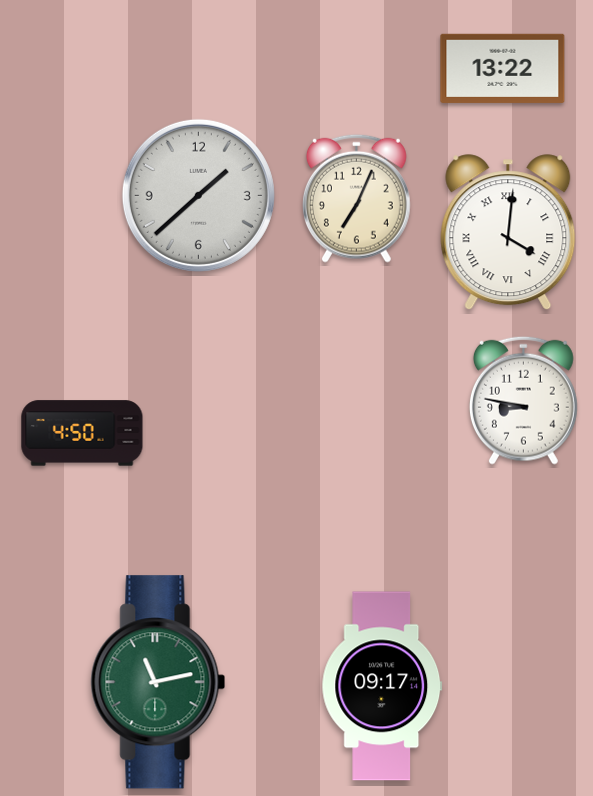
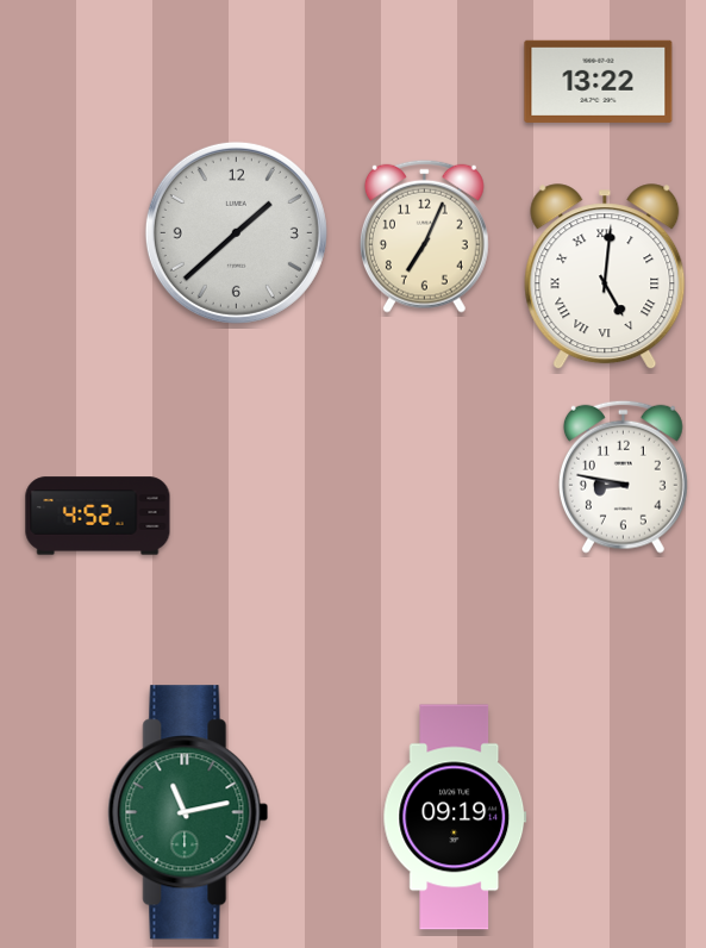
clock at (508, 233): 4:01 -> 5:01
clock at (82, 433): 4:50 -> 4:52
clock at (382, 686): 09:17 -> 09:19
